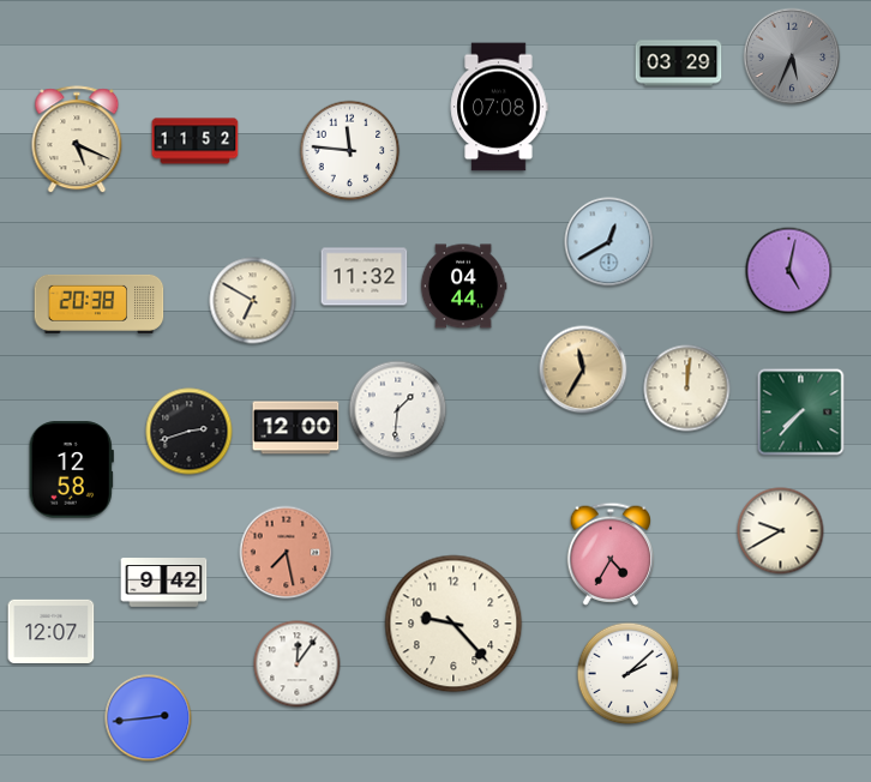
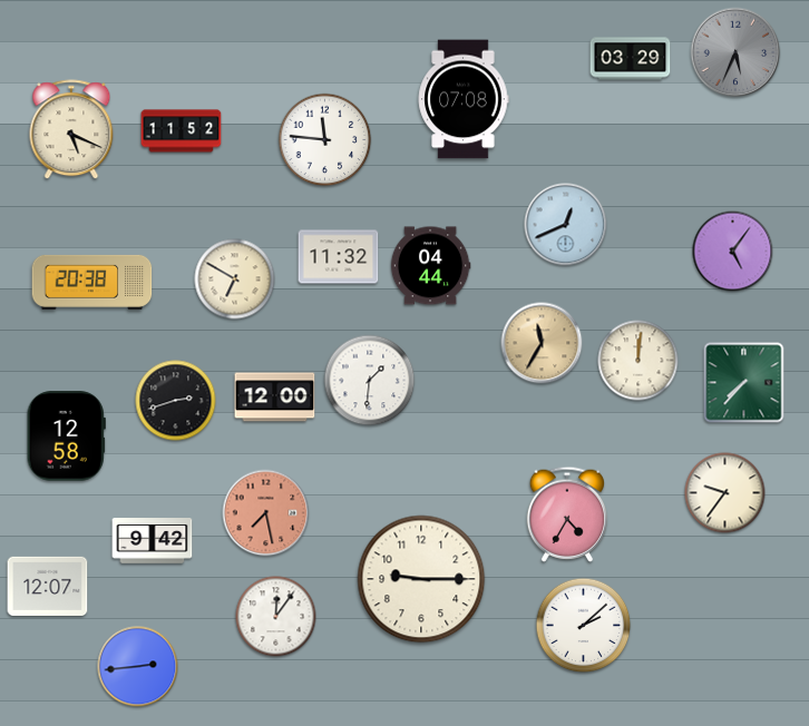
clock at (609, 242): 12:40 -> 12:41
clock at (789, 271): 5:02 -> 5:06
clock at (781, 531): 9:40 -> 9:36
clock at (453, 624): 9:23 -> 9:15
